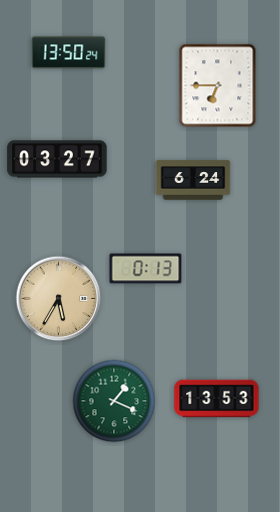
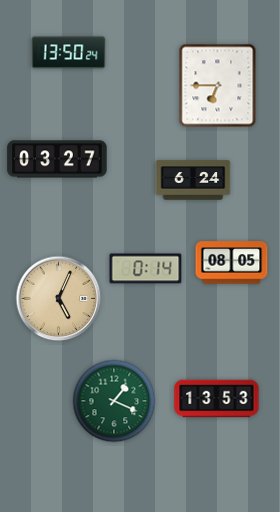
clock at (232, 263): none -> 08:05
clock at (146, 269): 0:13 -> 0:14
clock at (59, 299): 5:35 -> 5:04
